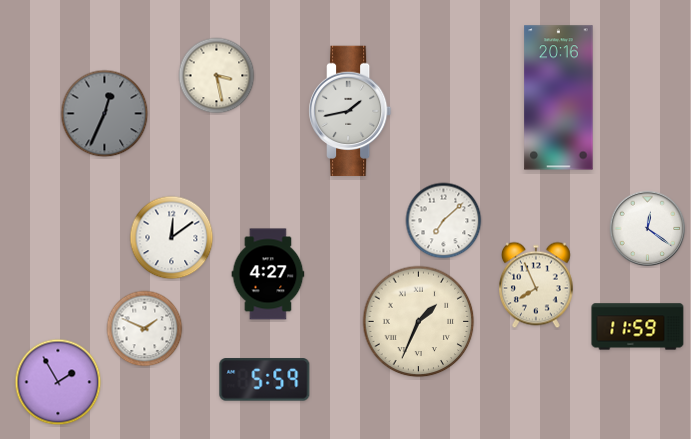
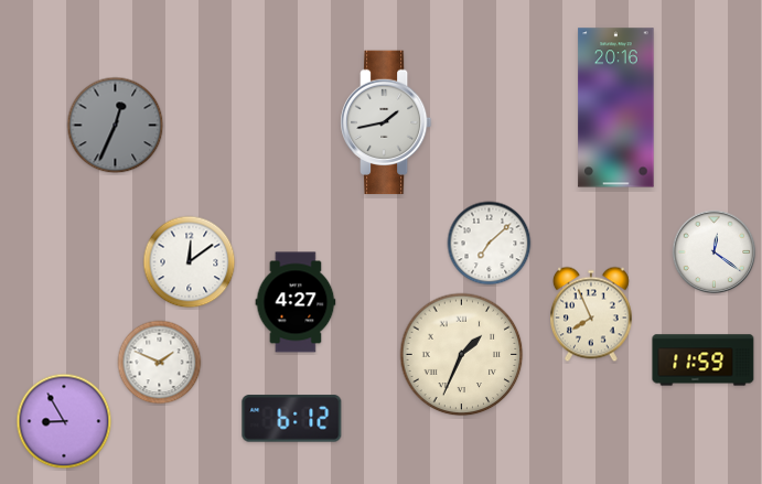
clock at (217, 76): 3:28 -> none
clock at (265, 380): 5:59 -> 6:12
clock at (58, 382): 1:55 -> 8:55
